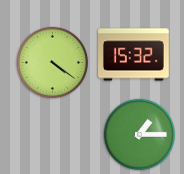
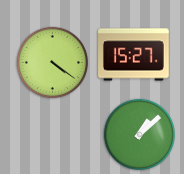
clock at (134, 55): 15:32 -> 15:27
clock at (139, 134): 1:15 -> 1:08
